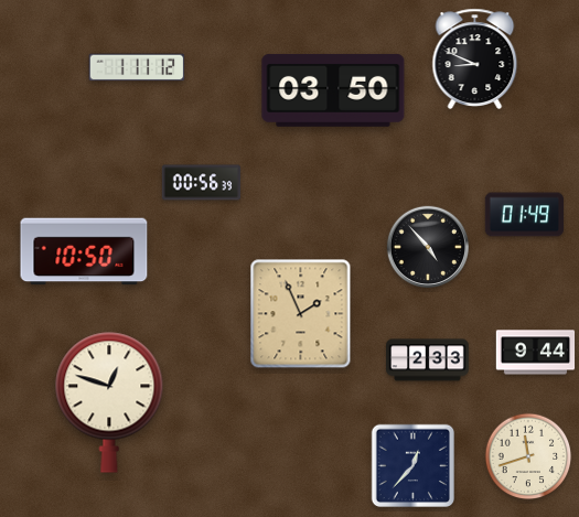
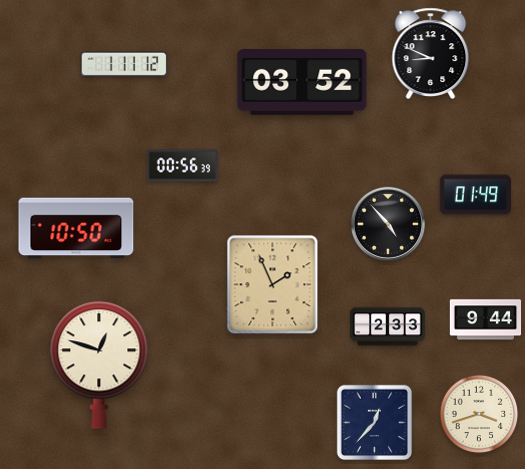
clock at (137, 67) position: (137, 67) -> (124, 64)
clock at (333, 90): 03:50 -> 03:52
clock at (528, 456): 11:42 -> 3:42
